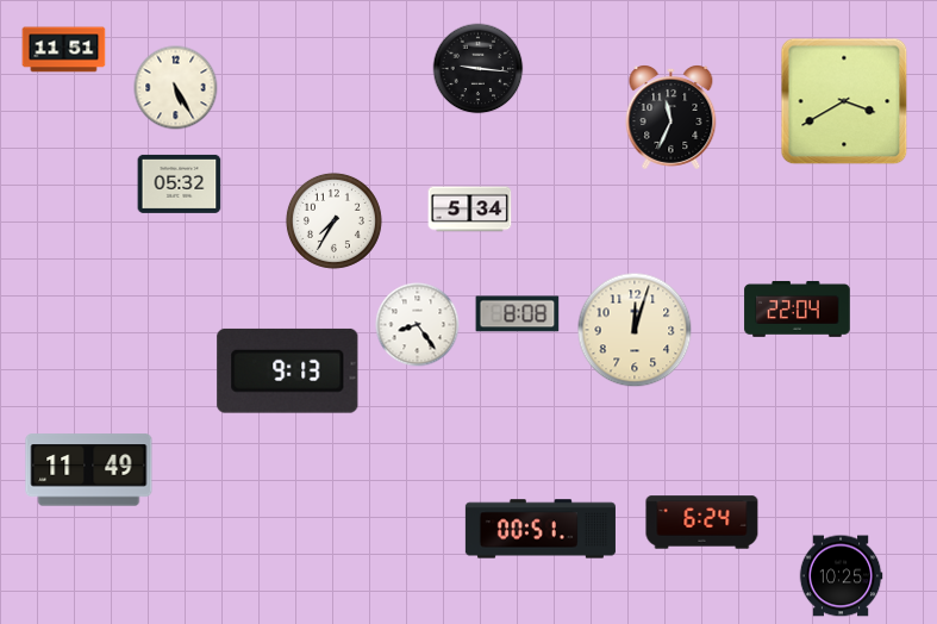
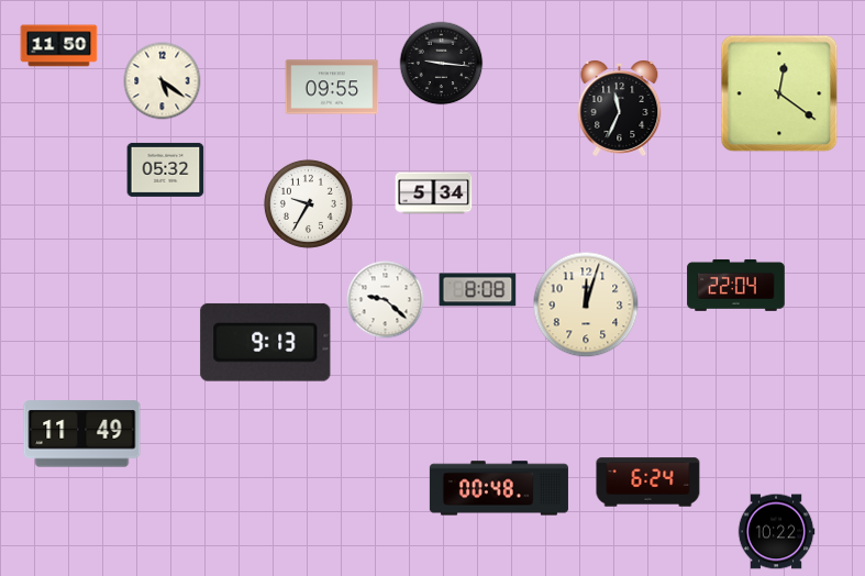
clock at (64, 50): 11:51 -> 11:50
clock at (176, 88): 5:25 -> 5:21
clock at (332, 87): none -> 09:55
clock at (844, 101): 3:40 -> 12:21
clock at (333, 220): 7:35 -> 9:35
clock at (418, 325): 8:24 -> 9:22
clock at (541, 529): 00:51 -> 00:48
clock at (841, 576): 10:25 -> 10:22
